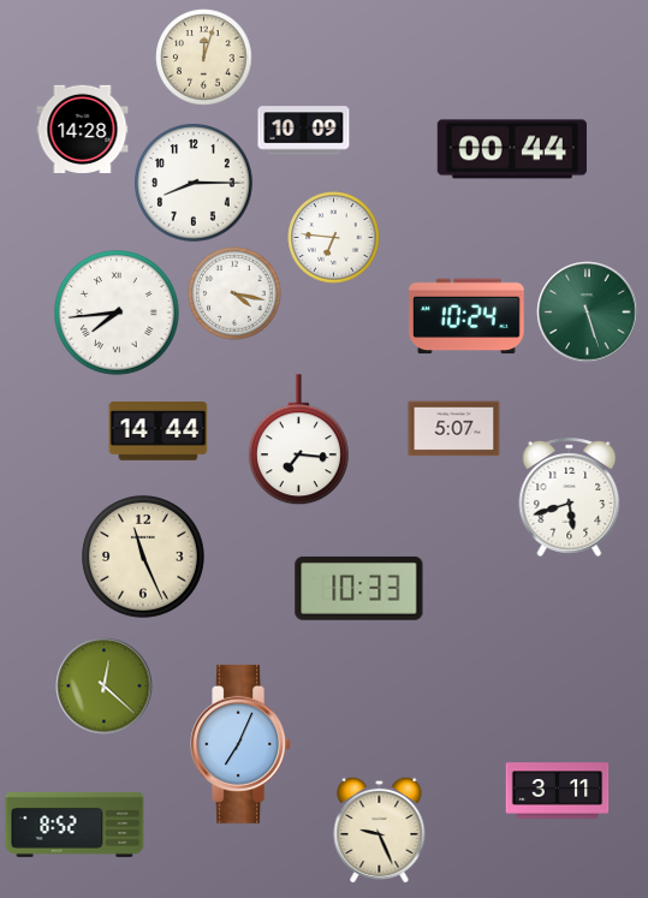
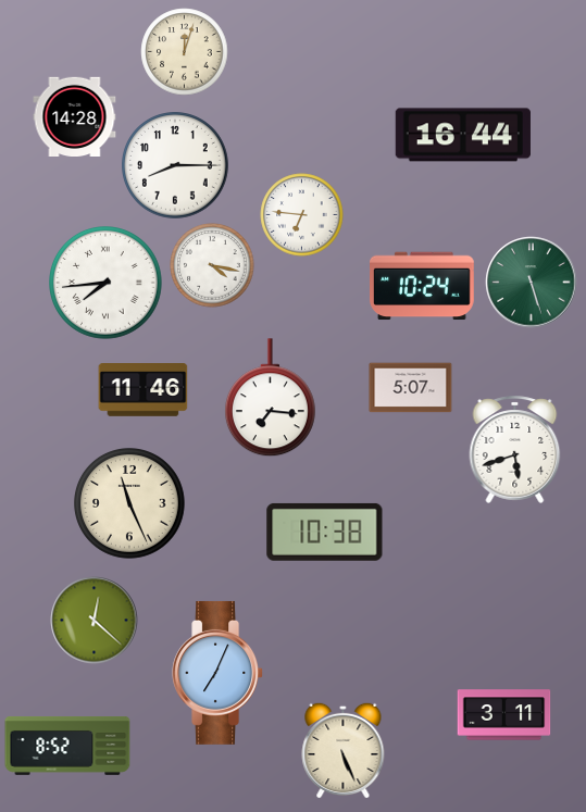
clock at (304, 131): 10:09 -> none
clock at (512, 149): 00:44 -> 16:44
clock at (159, 432): 14:44 -> 11:46
clock at (359, 588): 10:33 -> 10:38
clock at (380, 829): 9:26 -> 5:26
